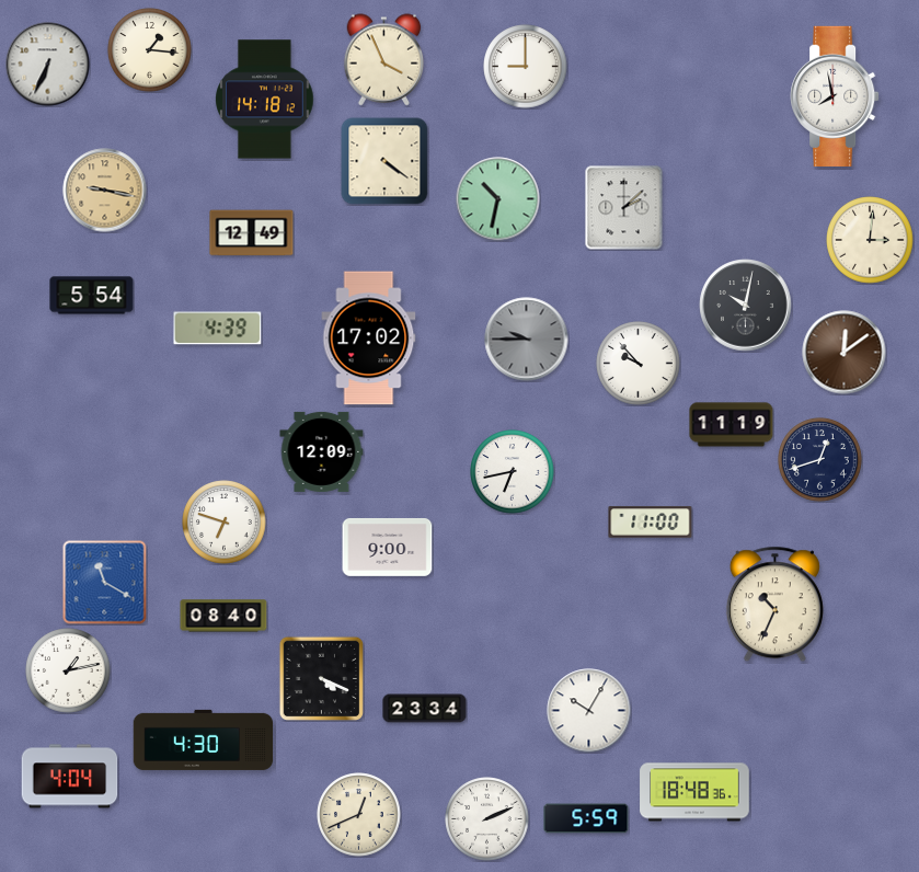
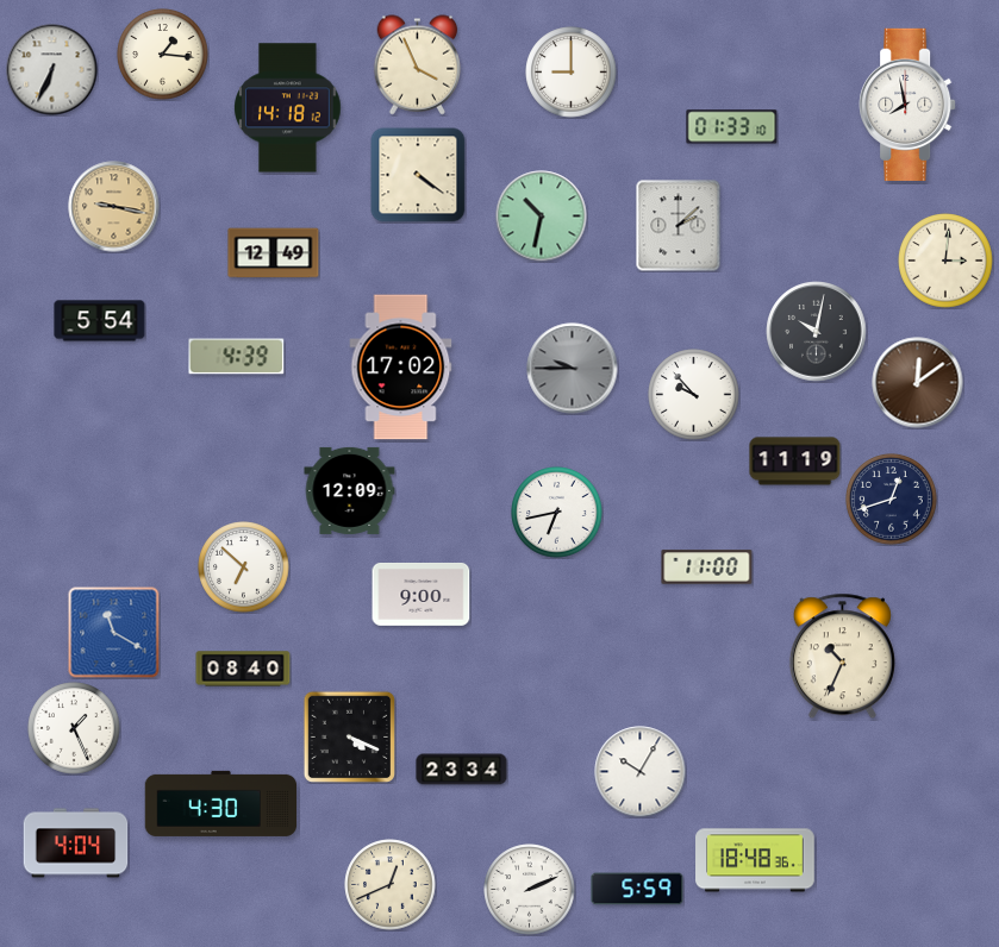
clock at (732, 127): none -> 01:33
clock at (746, 306) position: (746, 306) -> (817, 332)
clock at (225, 523): 6:48 -> 6:52
clock at (68, 670): 1:13 -> 1:26
